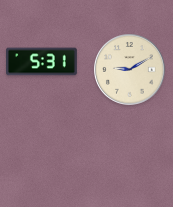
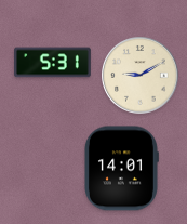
clock at (42, 62) position: (42, 62) -> (53, 63)
clock at (122, 169): none -> 14:01
